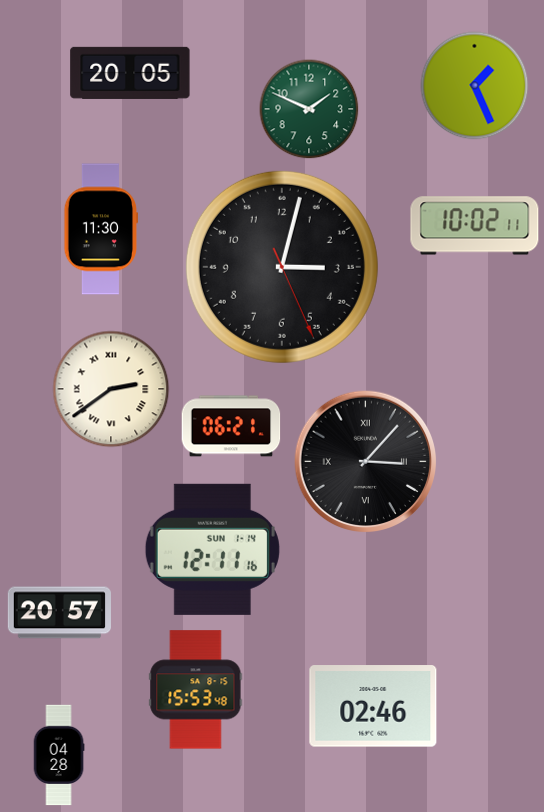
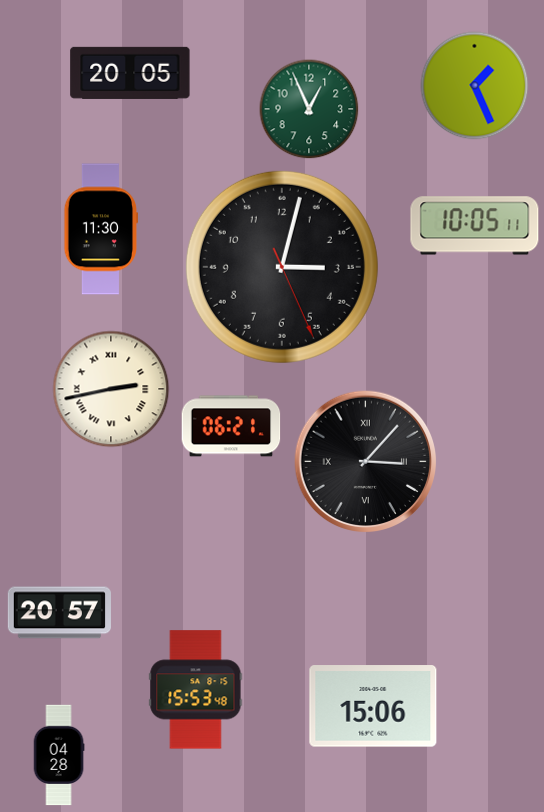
clock at (309, 109): 1:49 -> 12:56
clock at (475, 226): 10:02 -> 10:05
clock at (111, 389): 2:39 -> 2:43
clock at (212, 549): 12:11 -> none
clock at (373, 706): 02:46 -> 15:06
